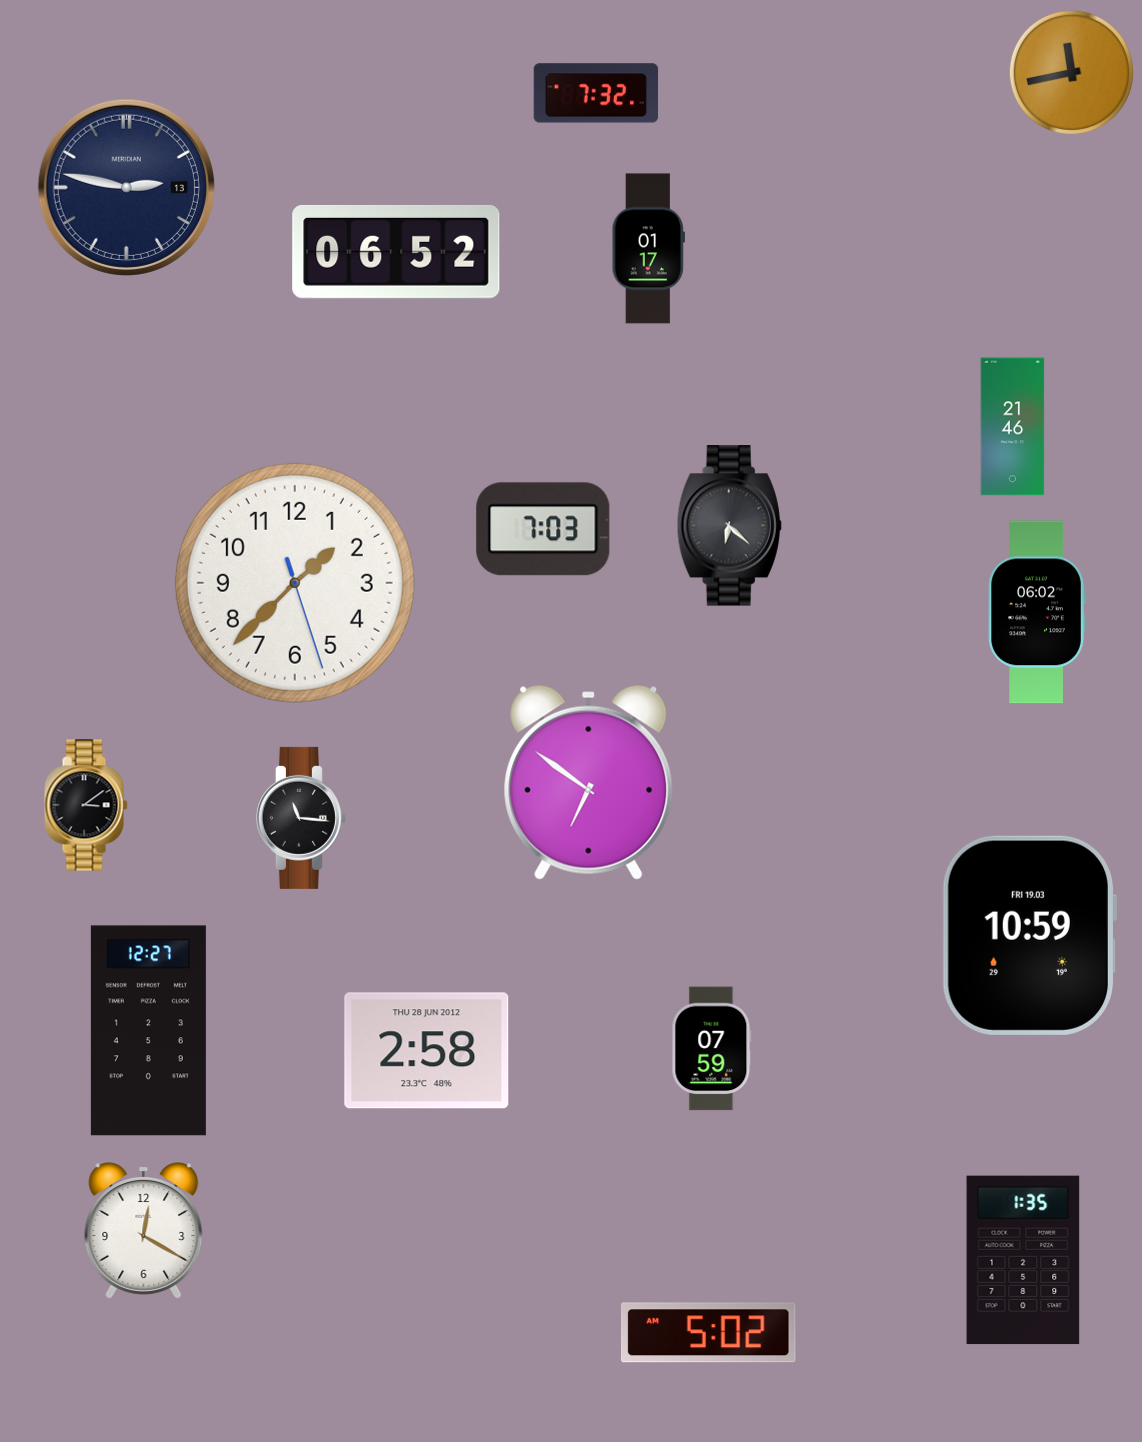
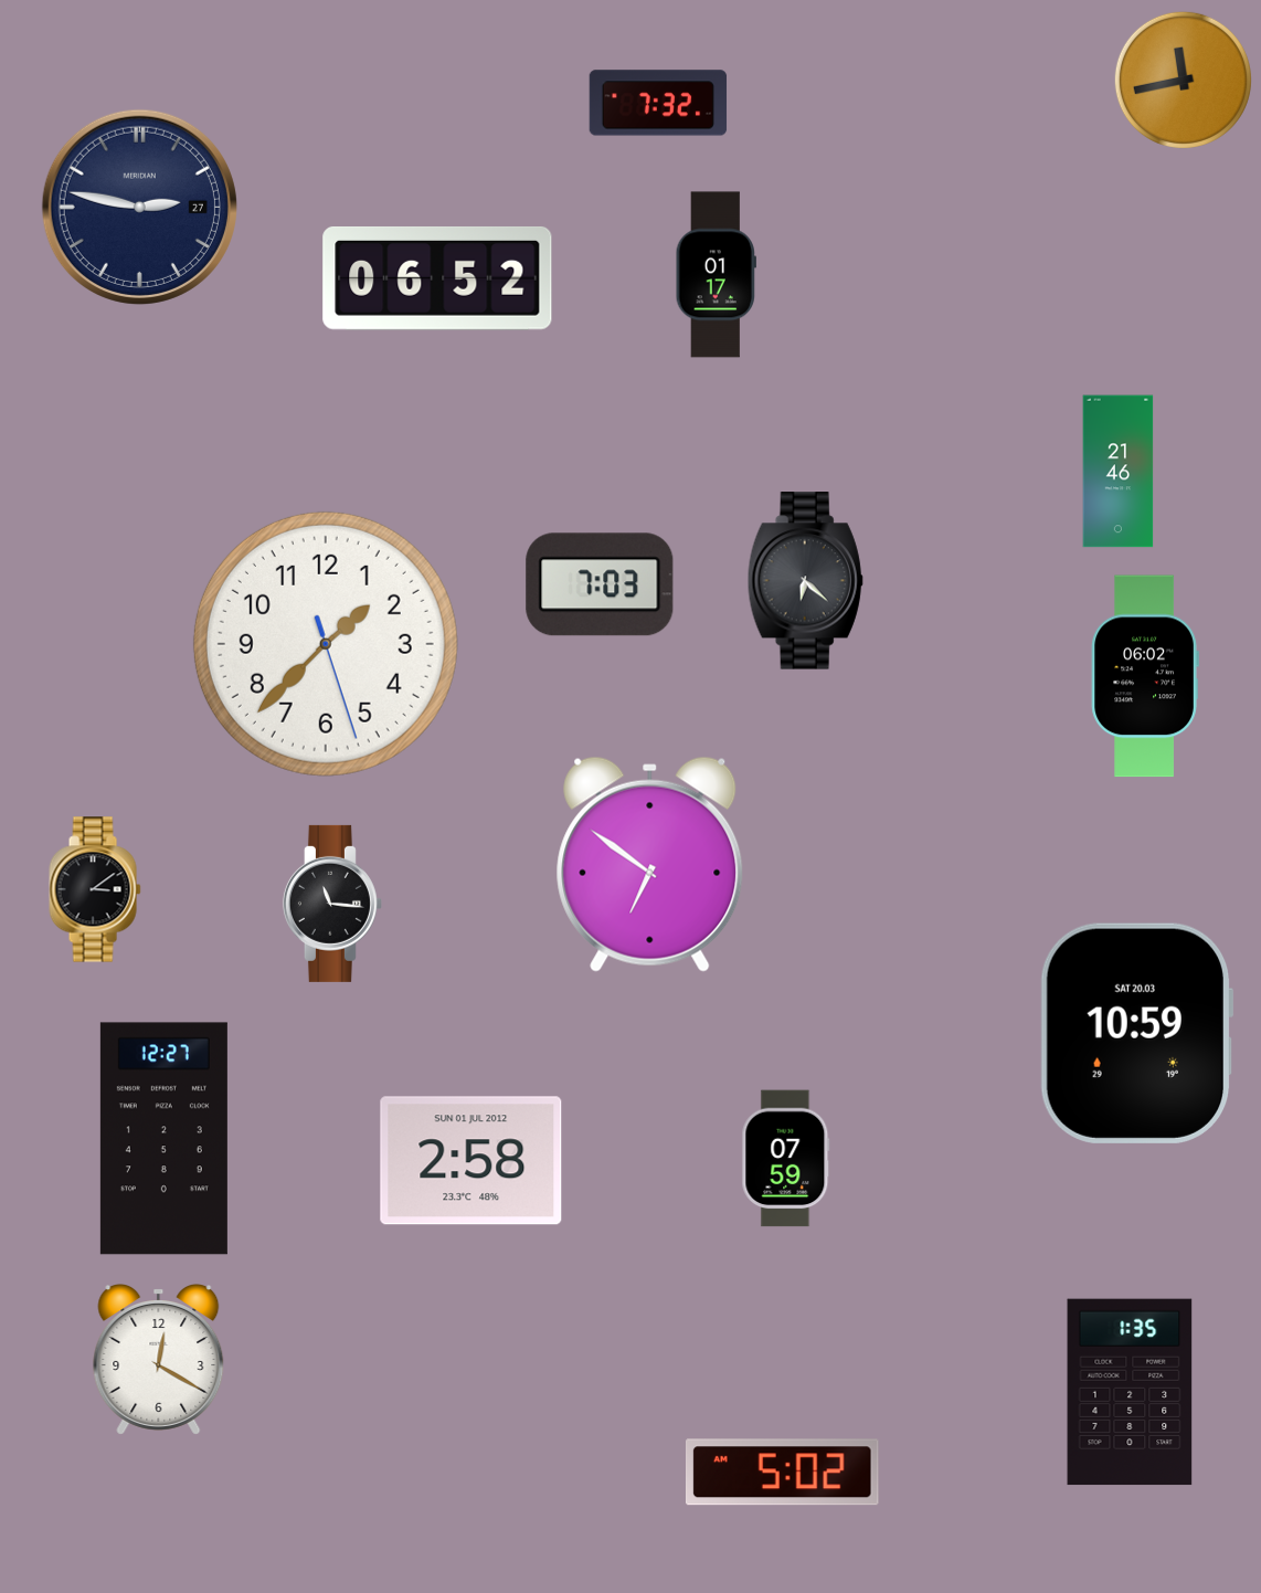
clock at (126, 187) date: 13 -> 27
clock at (1029, 935) date: FRI 19.03 -> SAT 20.03
clock at (427, 1051) date: THU 28 JUN 2012 -> SUN 01 JUL 2012
